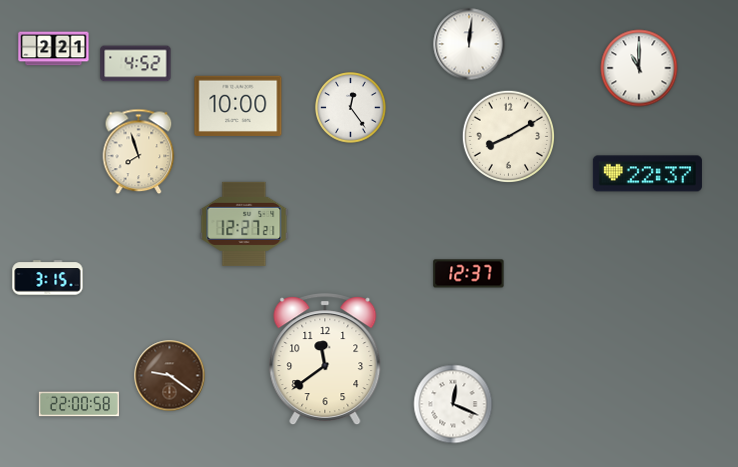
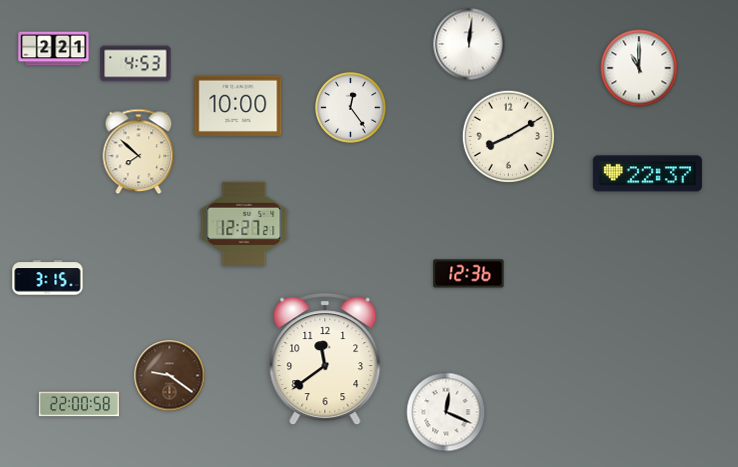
clock at (136, 64): 4:52 -> 4:53
clock at (139, 152): 7:57 -> 7:52
clock at (469, 274): 12:37 -> 12:36
clock at (453, 404) position: (453, 404) -> (446, 412)
